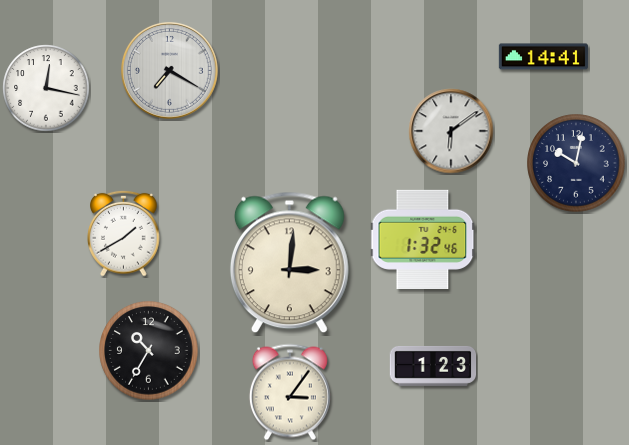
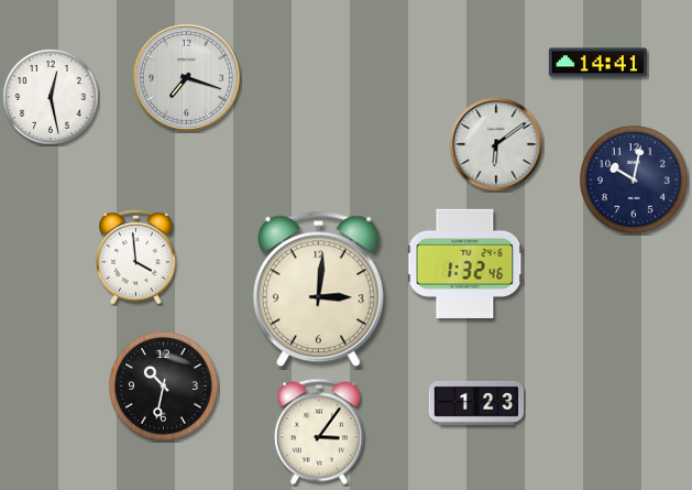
clock at (169, 70): 7:20 -> 7:18
clock at (46, 88): 12:17 -> 12:28
clock at (124, 233): 1:40 -> 3:59
clock at (149, 351): 10:35 -> 10:32
